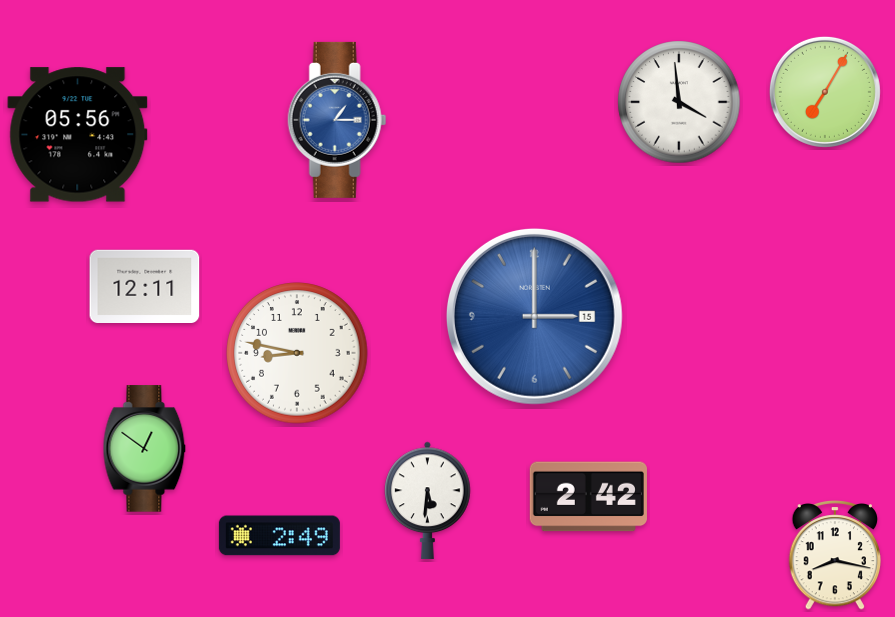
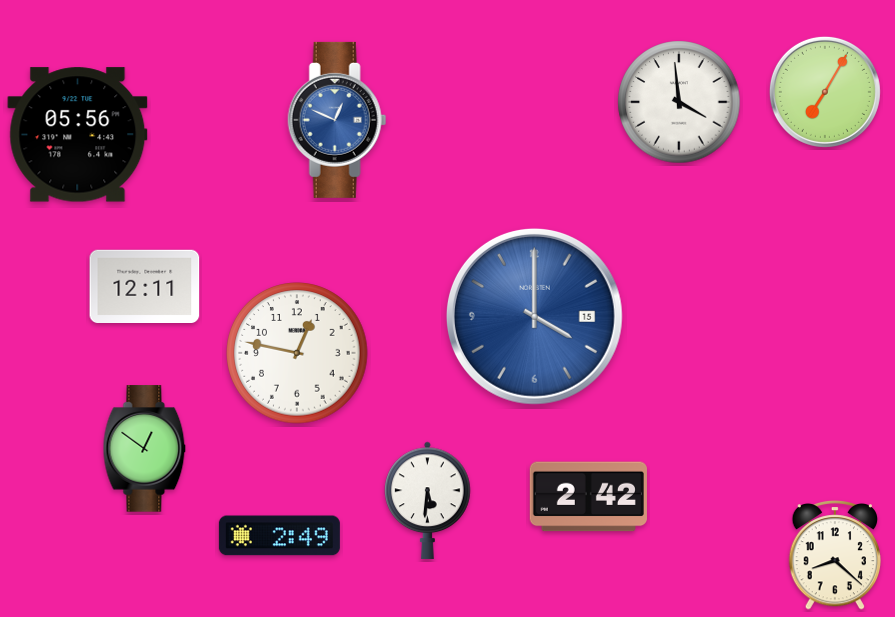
clock at (337, 120): 1:15 -> 12:49
clock at (534, 316): 3:00 -> 4:00
clock at (297, 353): 8:47 -> 12:47
clock at (834, 556): 8:17 -> 8:22
